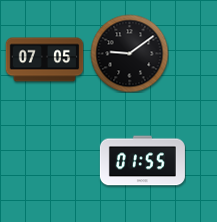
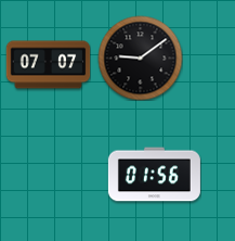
clock at (44, 60): 07:05 -> 07:07
clock at (142, 161): 01:55 -> 01:56
